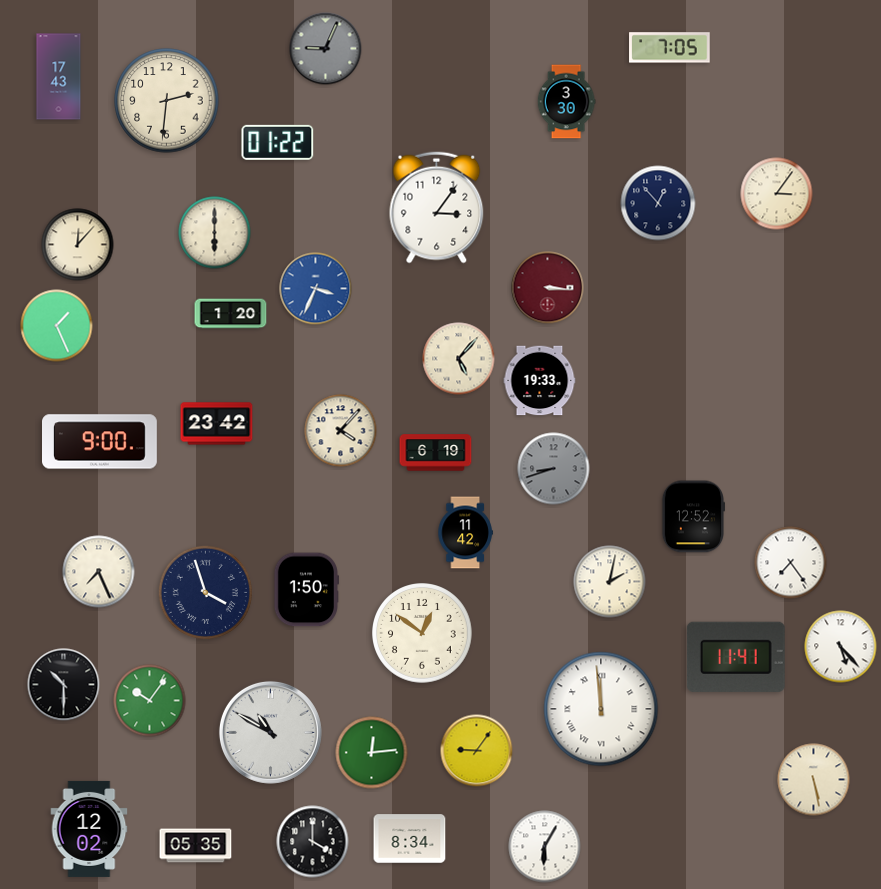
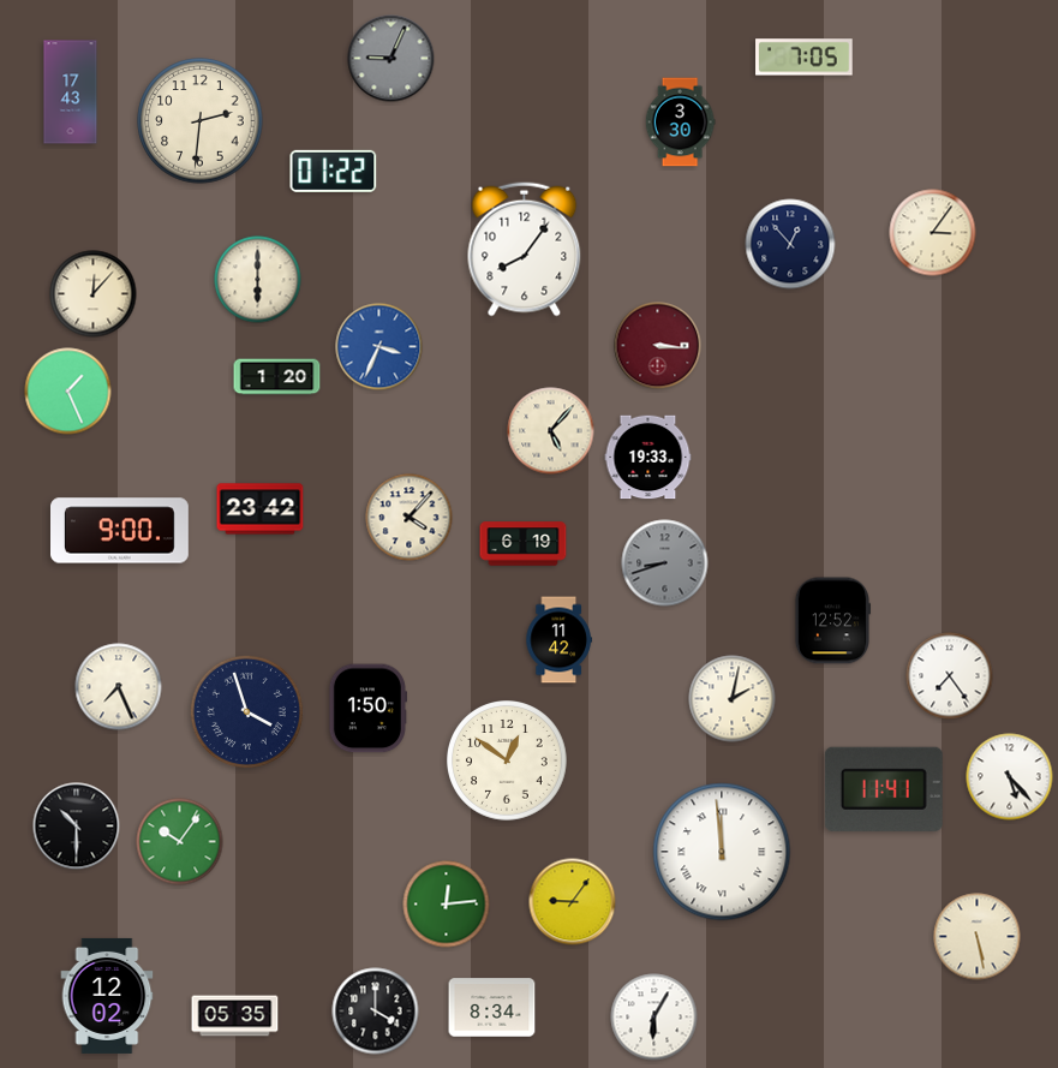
clock at (437, 208): 3:06 -> 8:06
clock at (64, 685) position: (64, 685) -> (77, 827)
clock at (270, 732): 10:50 -> none
